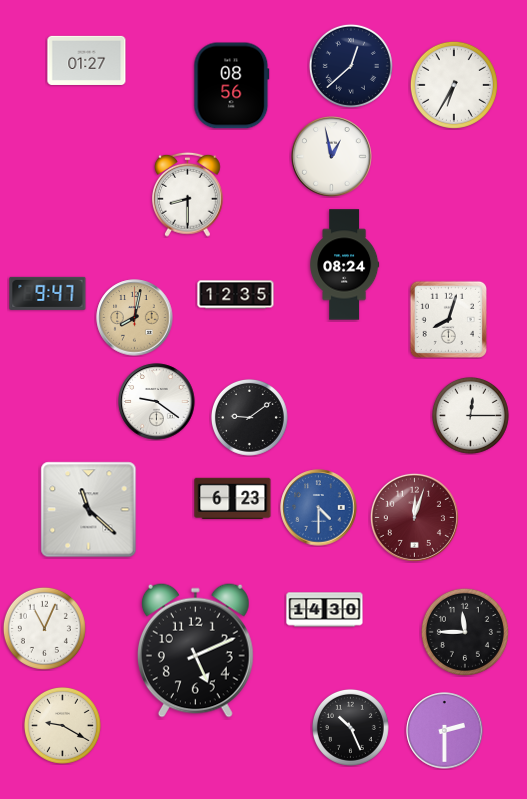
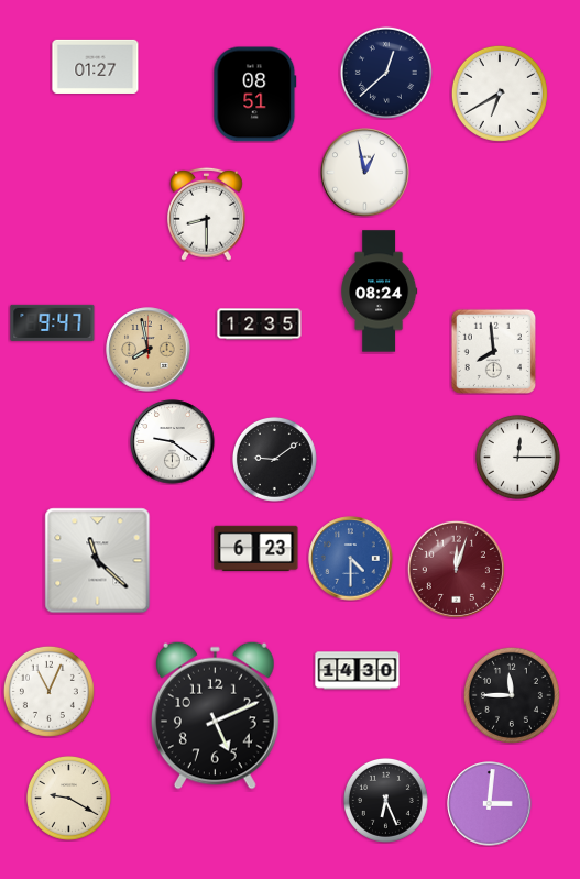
clock at (454, 85): 6:35 -> 6:40
clock at (232, 86): 08:56 -> 08:51
clock at (135, 318): 8:02 -> 7:58
clock at (448, 319): 8:03 -> 7:59
clock at (350, 727): 10:26 -> 6:26
clock at (445, 731): 2:30 -> 3:01
